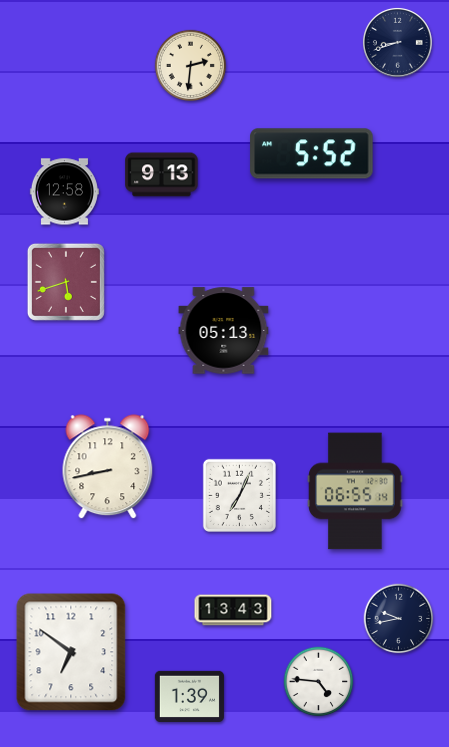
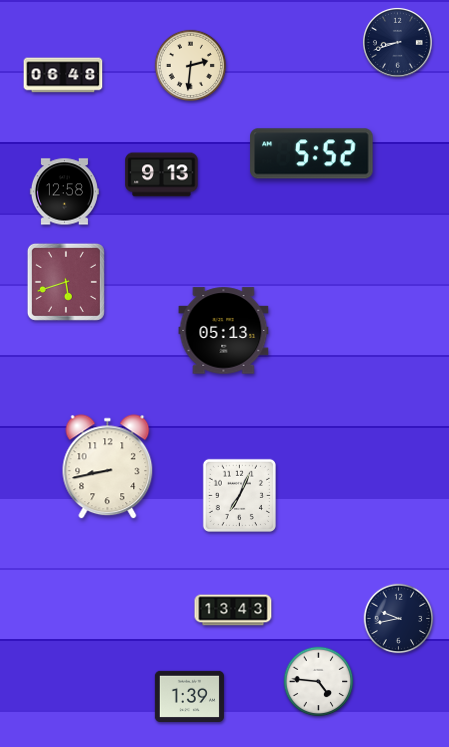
clock at (63, 75): none -> 06:48
clock at (355, 491): 06:55 -> none
clock at (71, 652): 6:51 -> none
